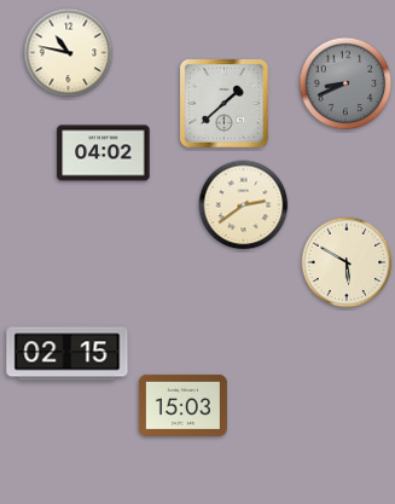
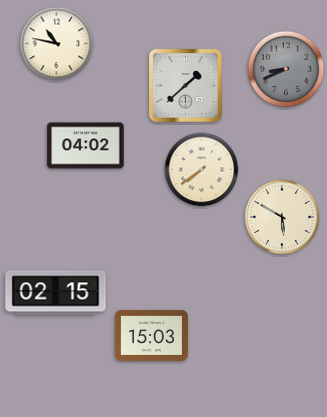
clock at (104, 153) position: (104, 153) -> (86, 146)
clock at (244, 205): 2:39 -> 7:39
clock at (347, 262) position: (347, 262) -> (282, 217)
